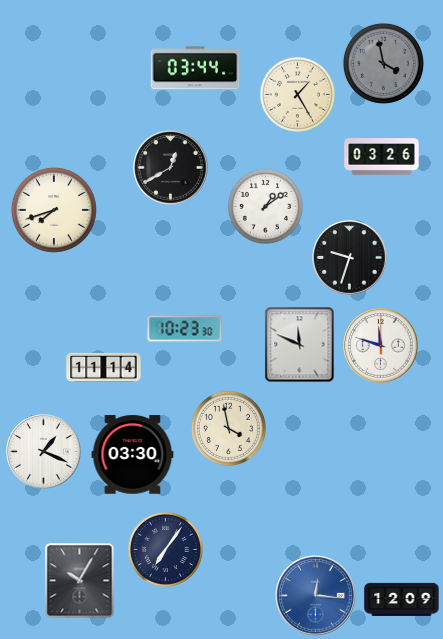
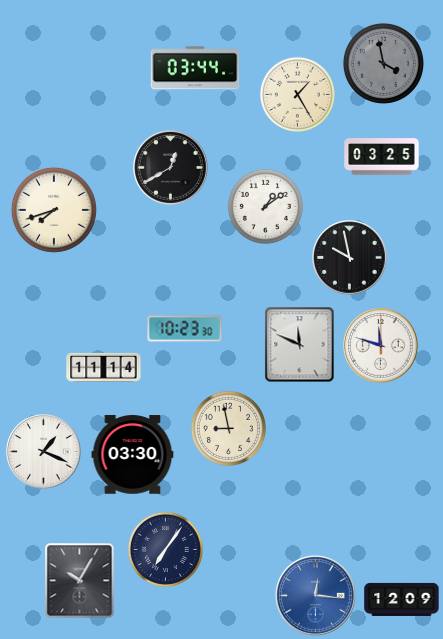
clock at (382, 157): 03:26 -> 03:25
clock at (350, 258): 9:33 -> 9:58
clock at (228, 428): 3:58 -> 8:58
